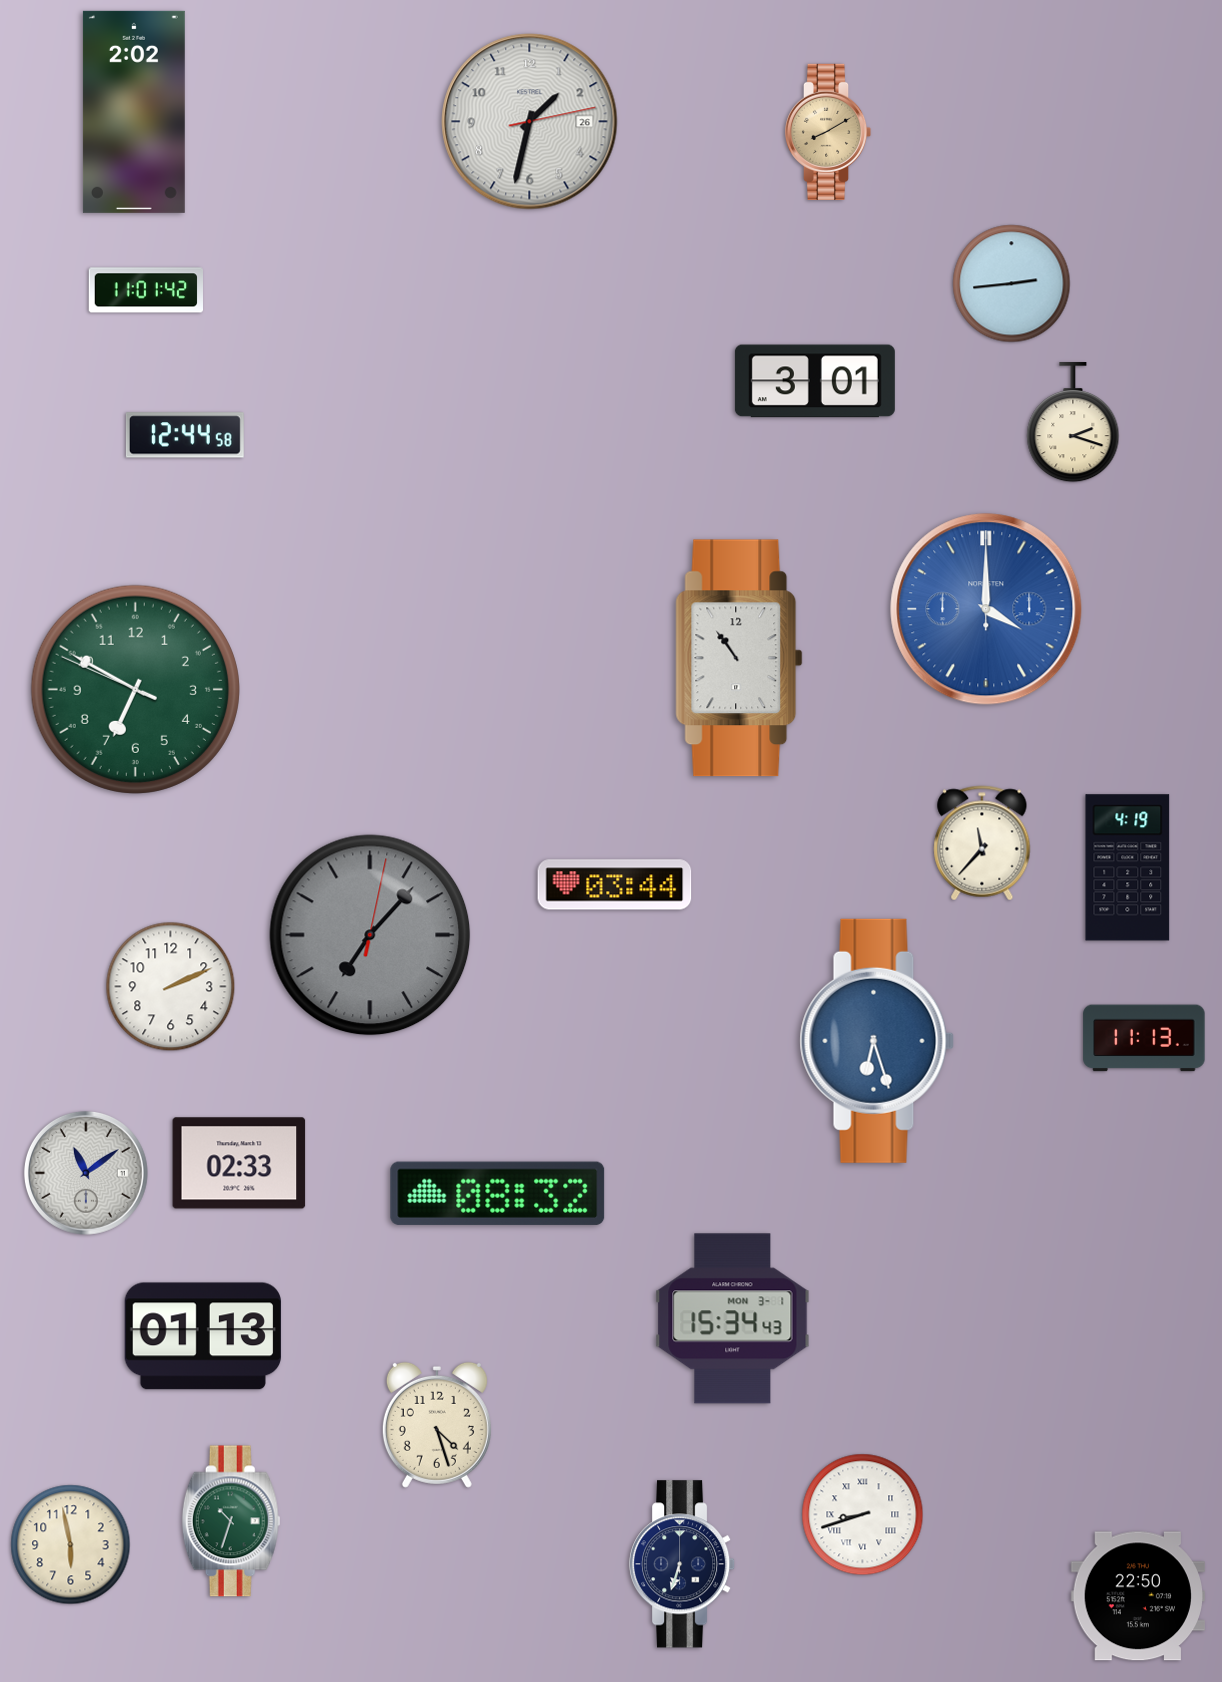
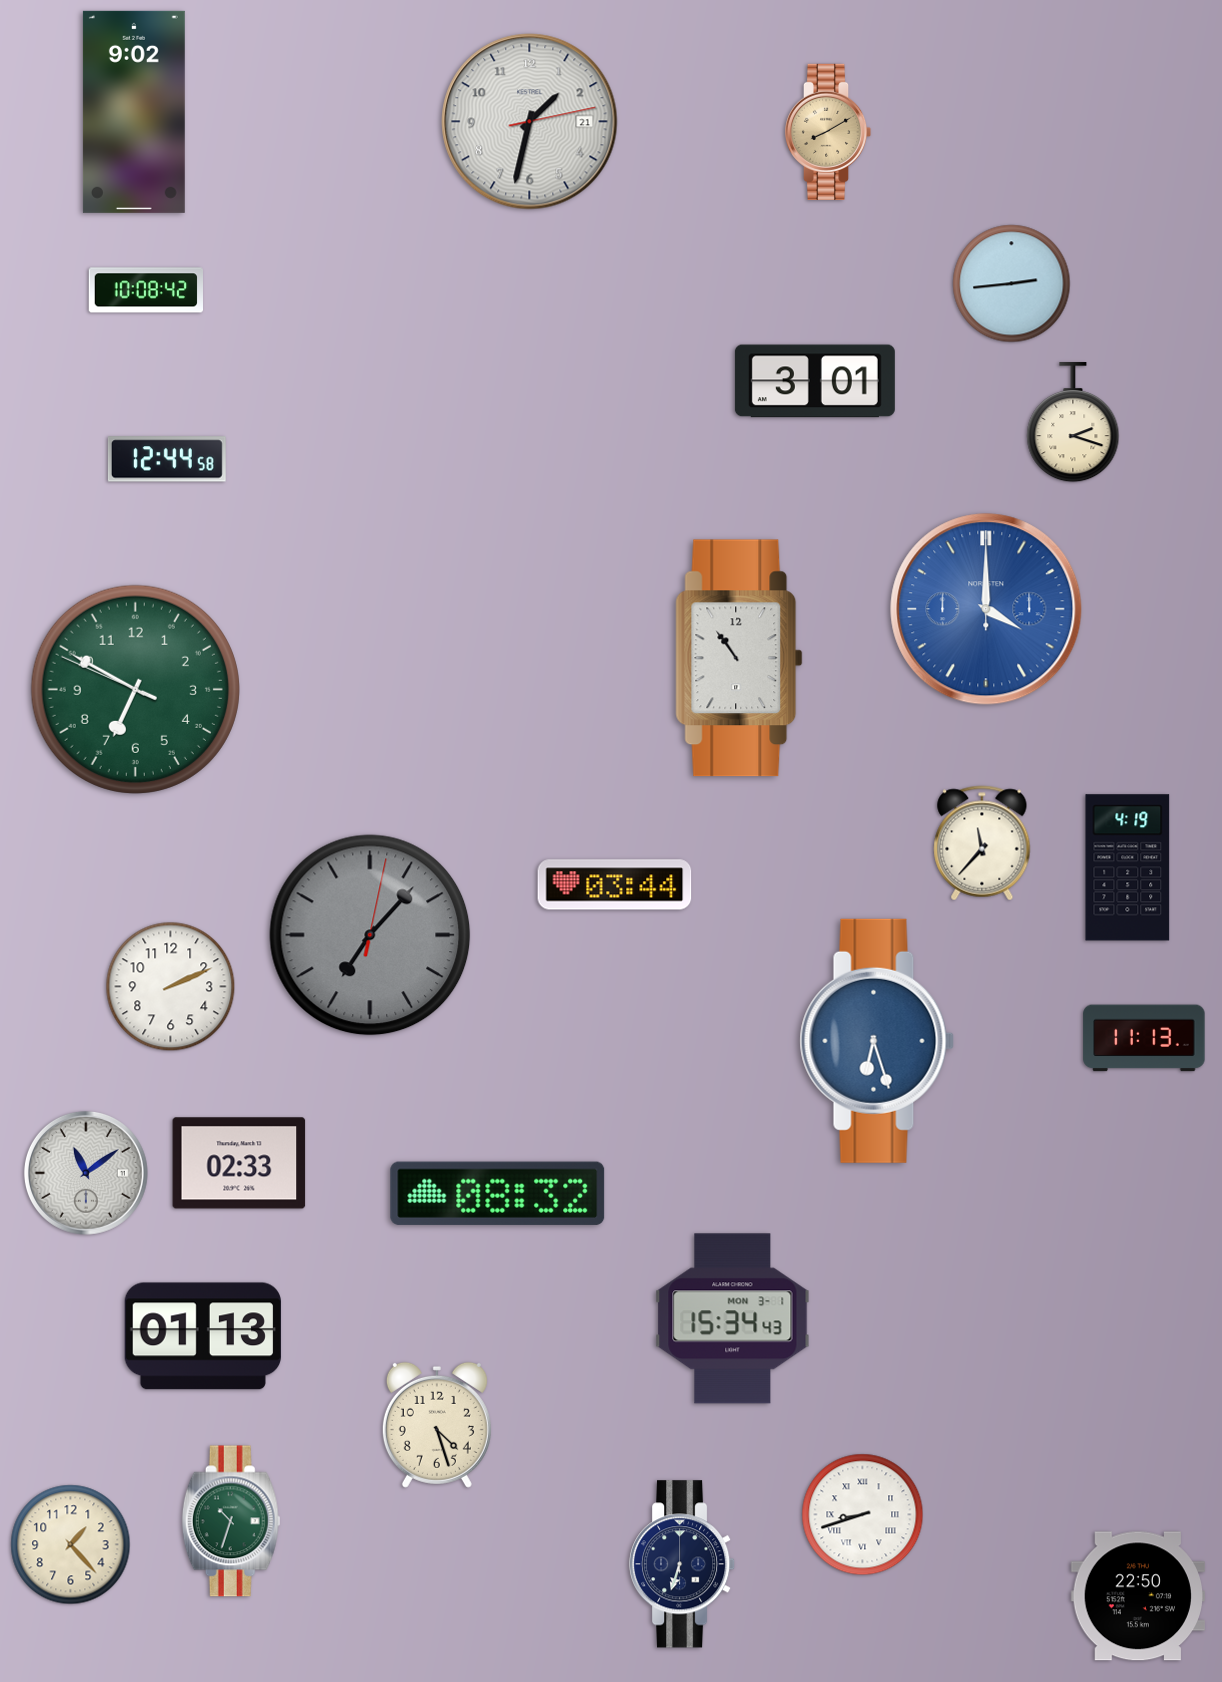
clock at (134, 112): 2:02 -> 9:02
clock at (530, 122) date: 26 -> 21
clock at (145, 290): 11:01 -> 10:08
clock at (185, 435) position: (185, 435) -> (167, 459)
clock at (71, 1545): 5:58 -> 1:23
